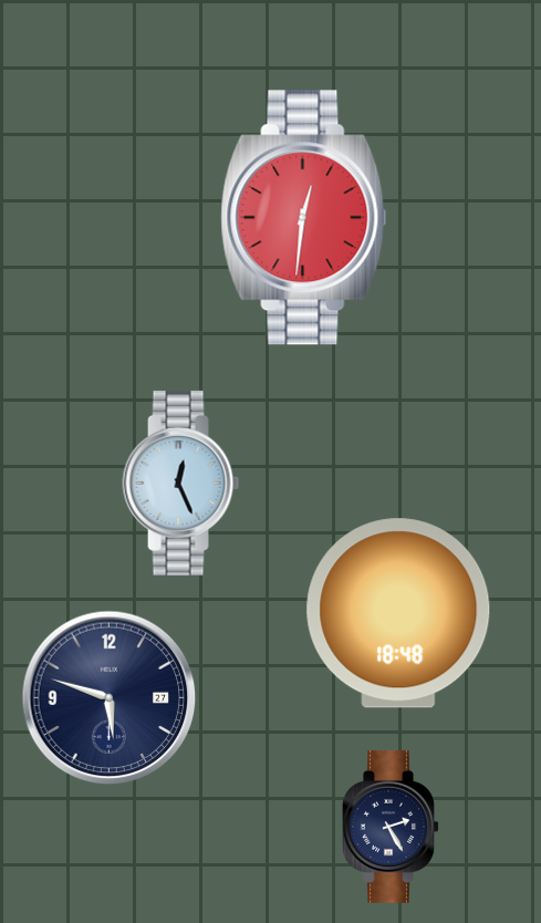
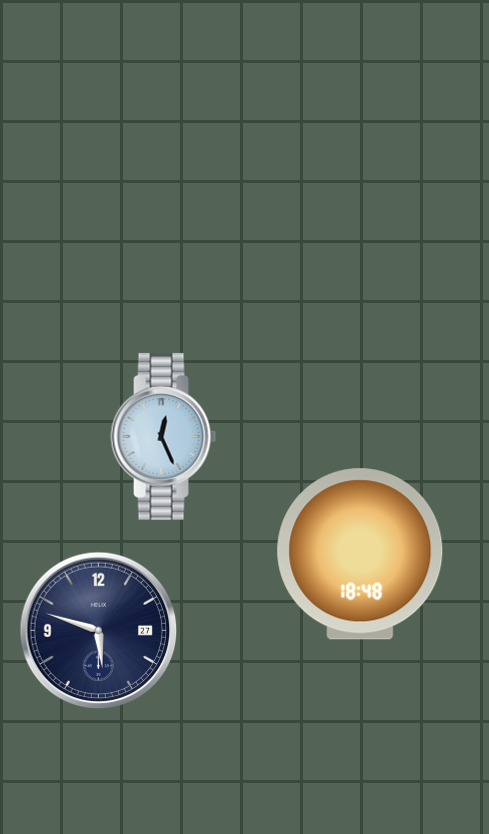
clock at (304, 218): 12:31 -> none
clock at (391, 827): 2:25 -> none
